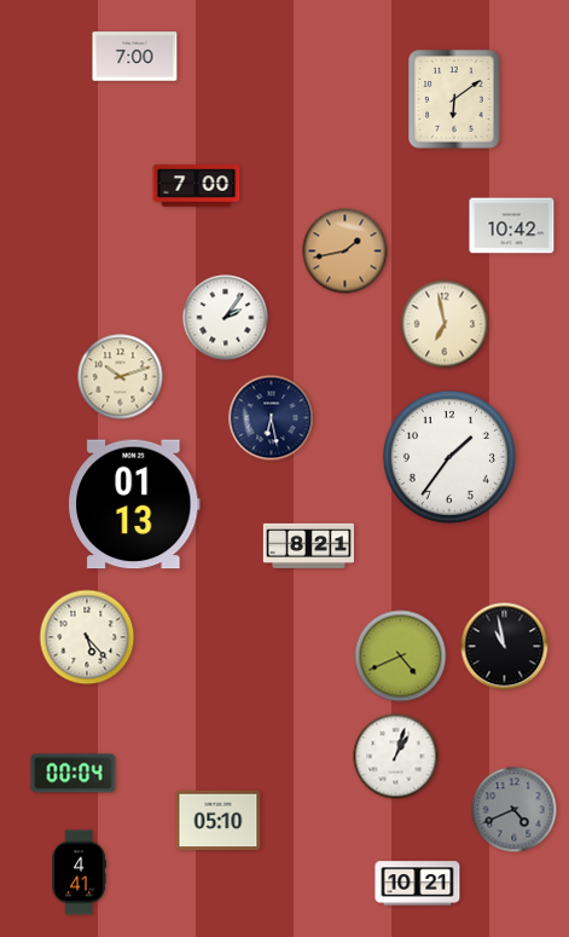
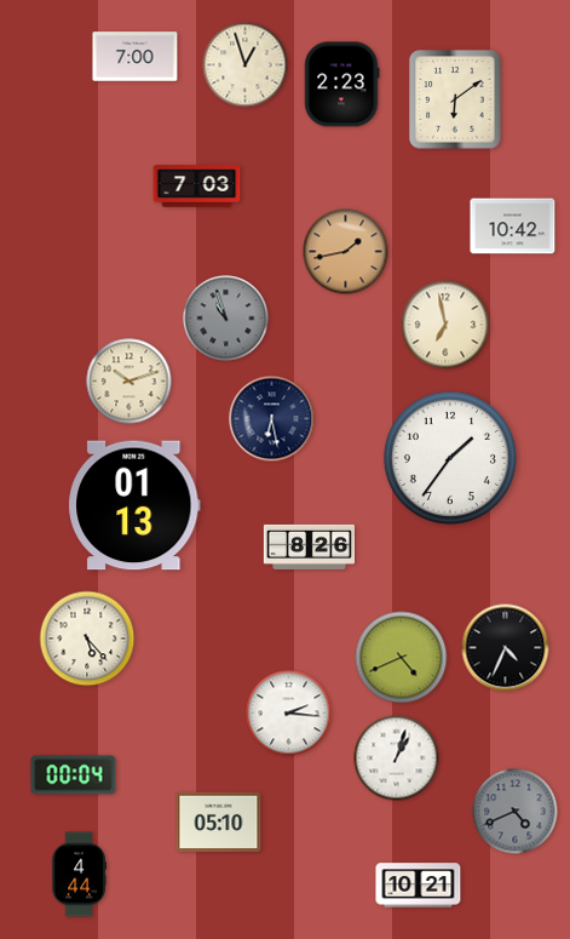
clock at (246, 65): none -> 12:57
clock at (341, 85): none -> 2:23
clock at (197, 186): 7:00 -> 7:03
clock at (226, 318): 2:06 -> 10:57
clock at (226, 318) dial: white -> grey
clock at (121, 377) position: (121, 377) -> (129, 382)
clock at (308, 545): 8:21 -> 8:26
clock at (505, 647): 10:58 -> 4:34
clock at (289, 714): none -> 2:16
clock at (79, 873): 4:41 -> 4:44
